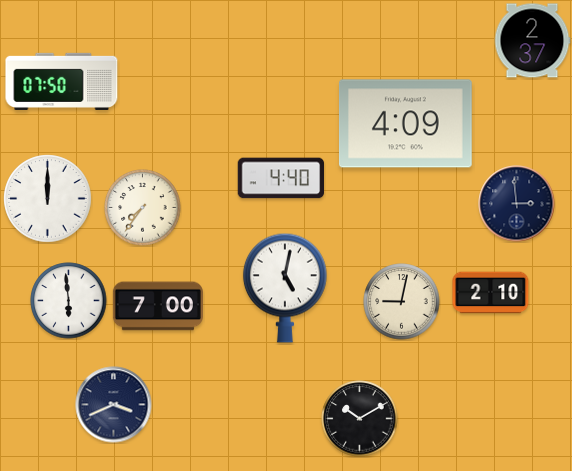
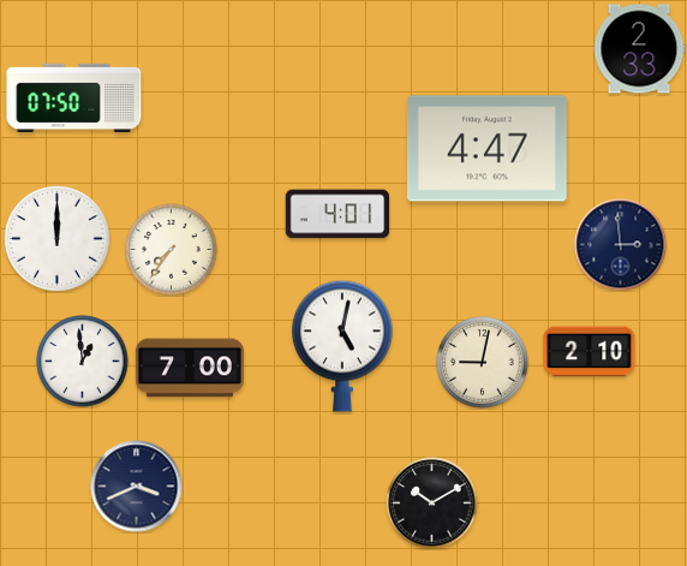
clock at (532, 41): 2:37 -> 2:33
clock at (406, 124): 4:09 -> 4:47
clock at (281, 178): 4:40 -> 4:01
clock at (69, 301): 5:59 -> 12:59
